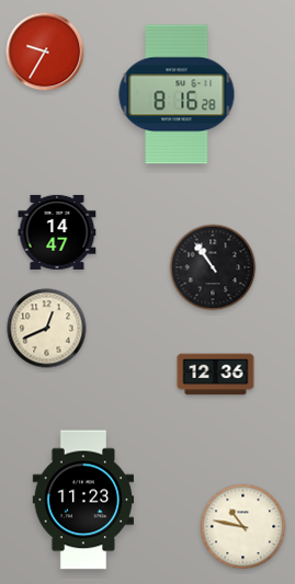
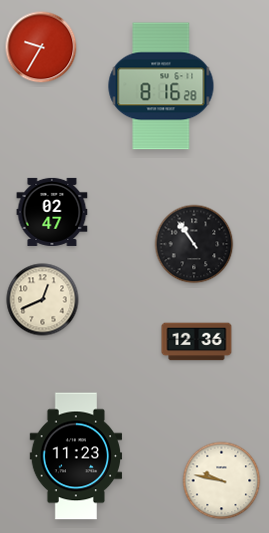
clock at (57, 232): 14:47 -> 02:47
clock at (243, 527): 10:47 -> 9:47
